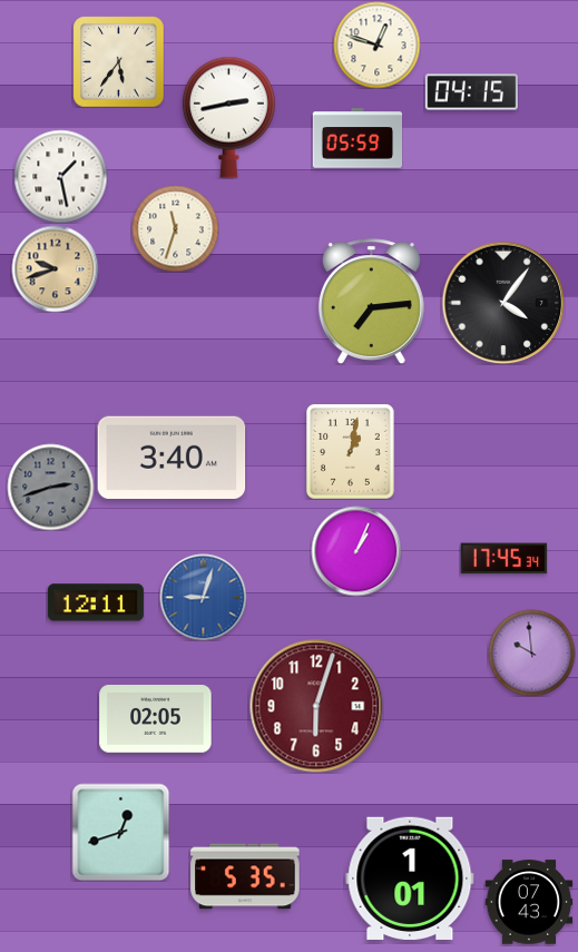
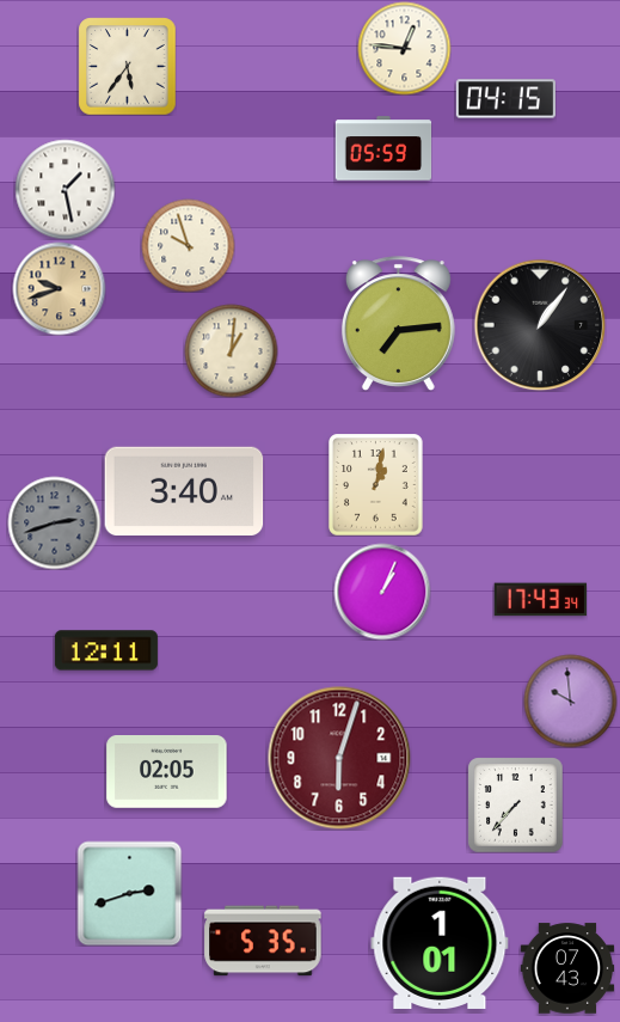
clock at (376, 45): 12:48 -> 12:46
clock at (228, 117): 2:43 -> none
clock at (175, 228): 11:33 -> 9:57
clock at (503, 303): 4:06 -> 1:06
clock at (231, 350): none -> 1:01
clock at (503, 559): 17:45 -> 17:43
clock at (203, 597): 9:03 -> none
clock at (96, 602) position: (96, 602) -> (106, 650)
clock at (515, 804): none -> 7:37
clock at (120, 832): 12:42 -> 2:42
